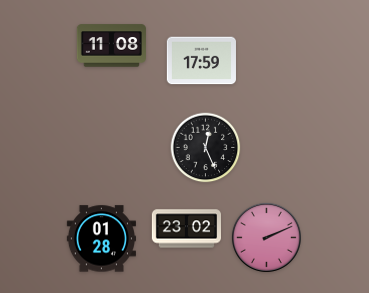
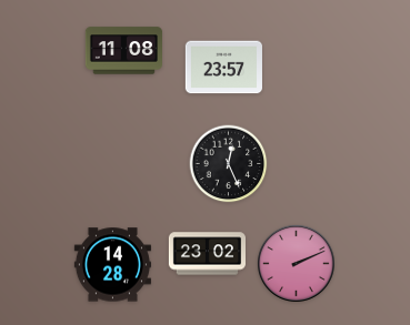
clock at (201, 61): 17:59 -> 23:57
clock at (101, 239): 01:28 -> 14:28
